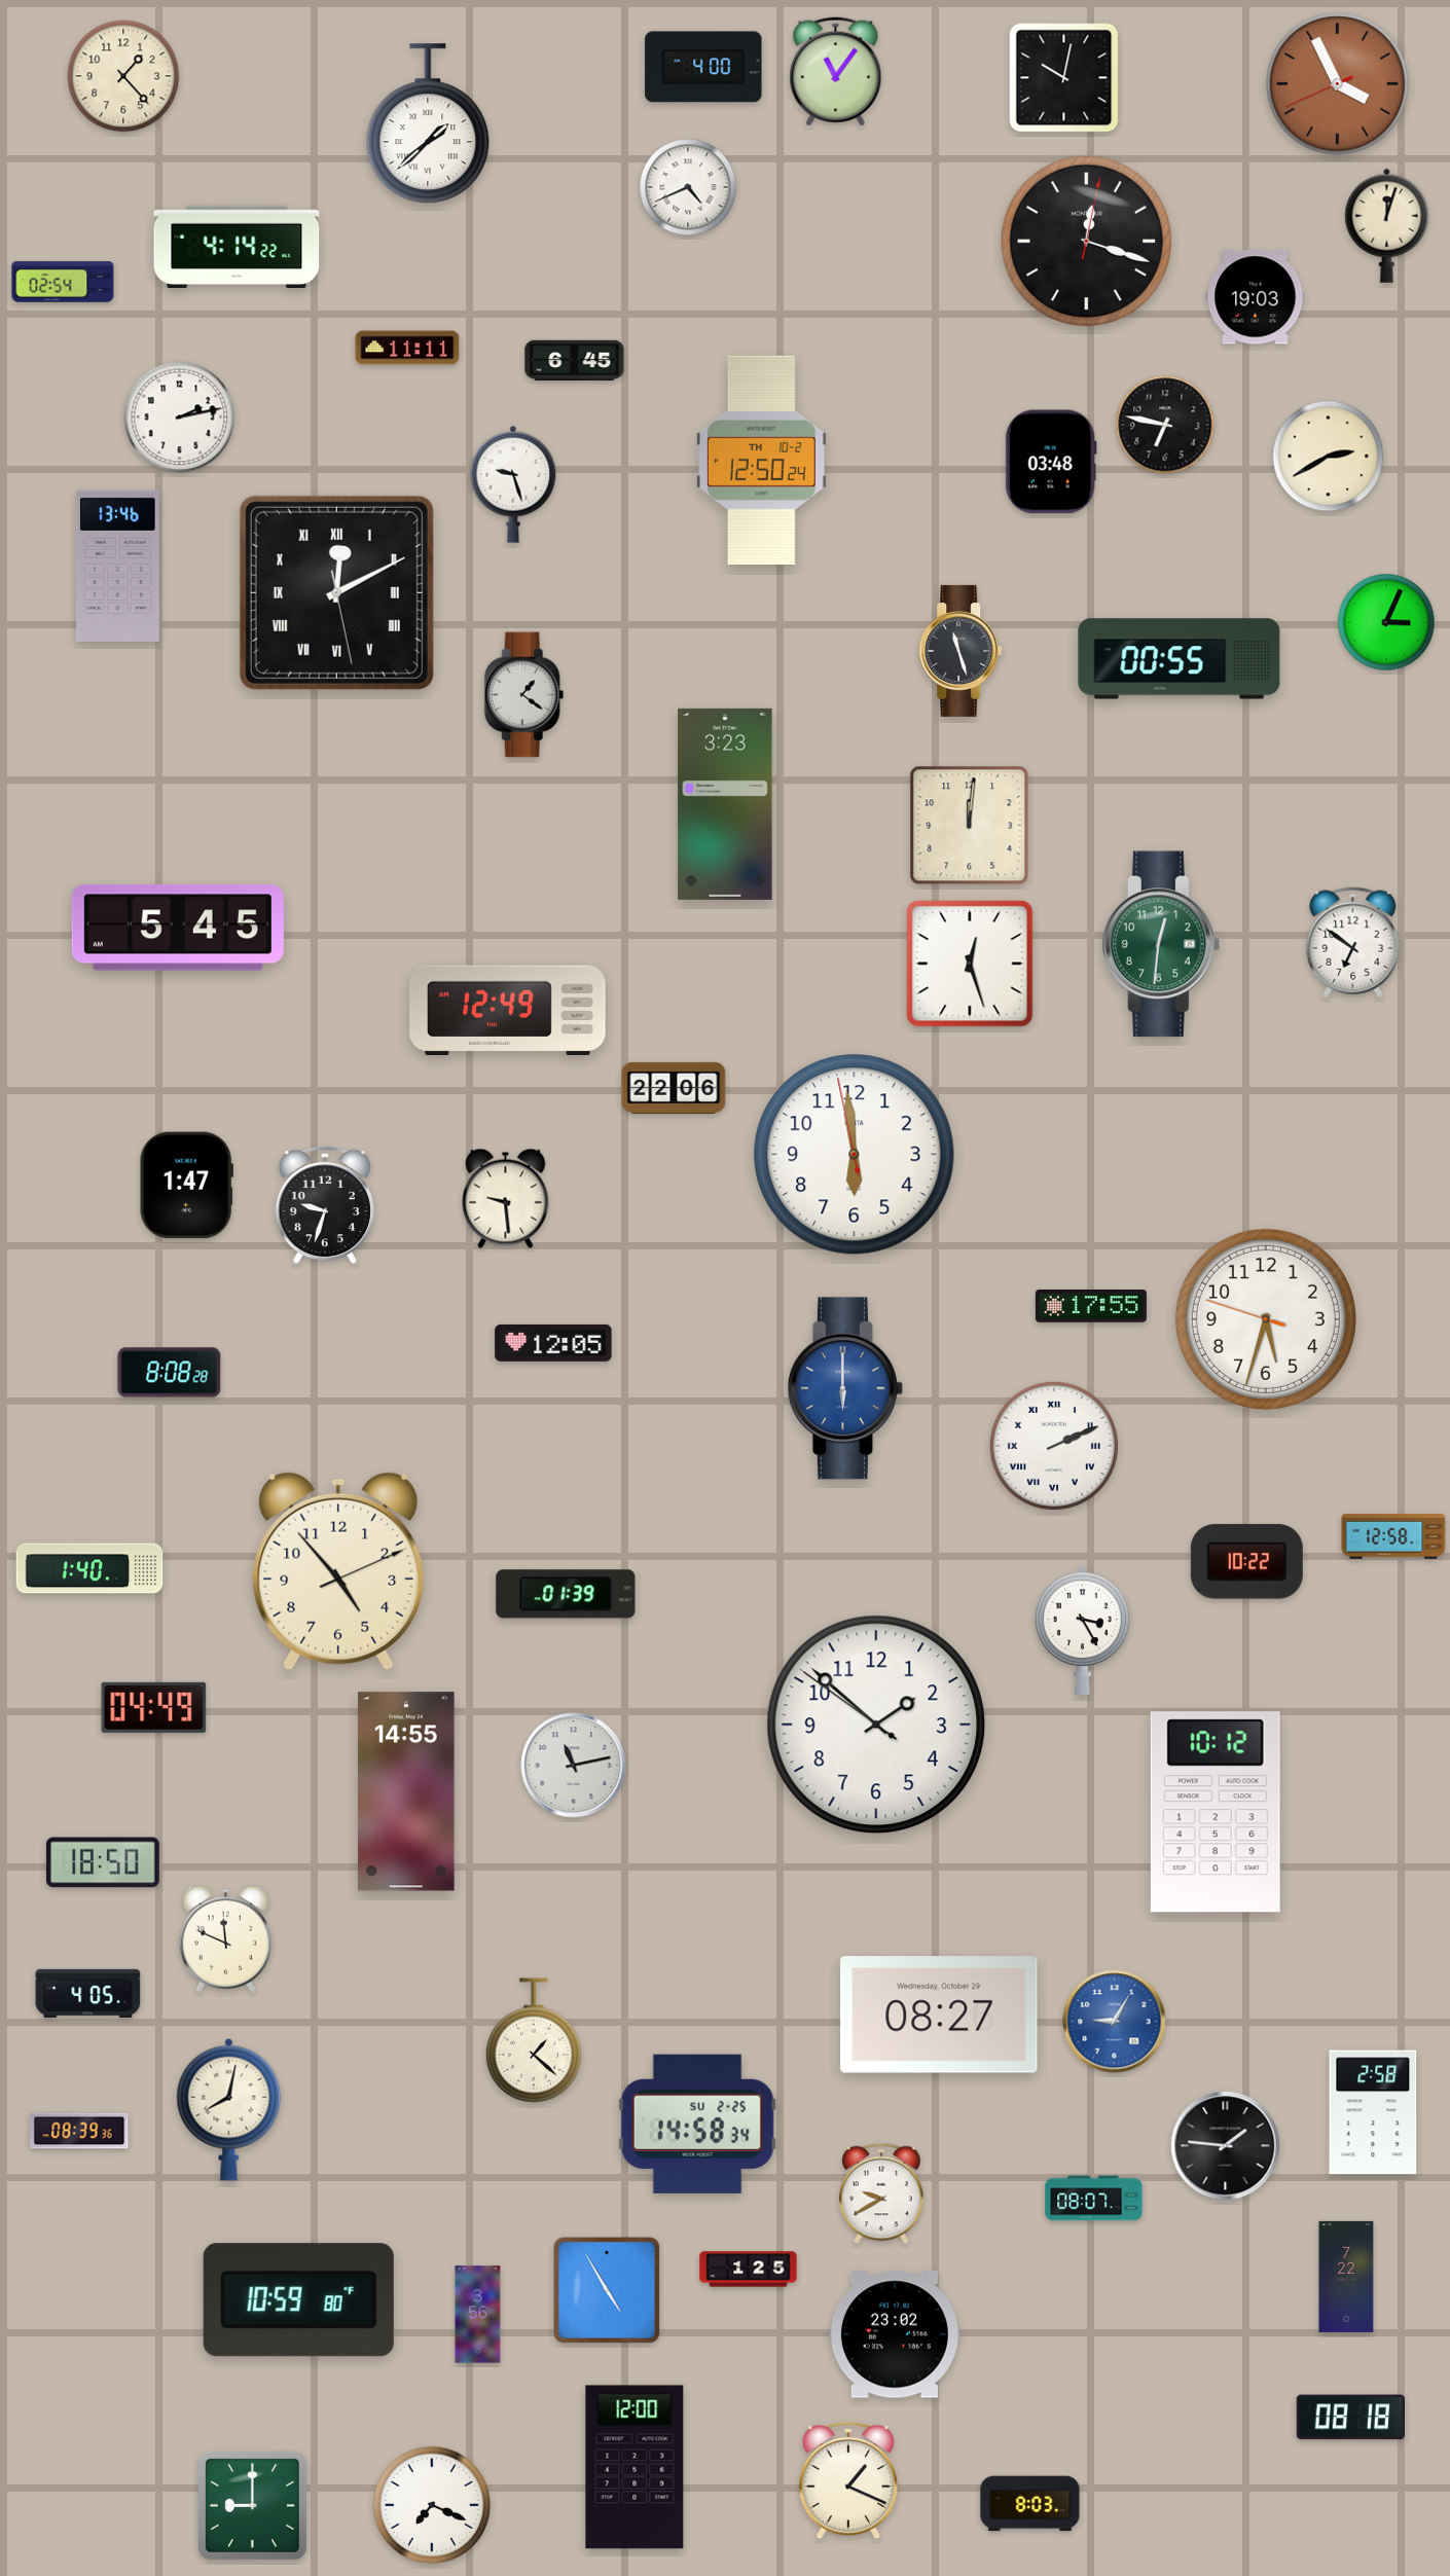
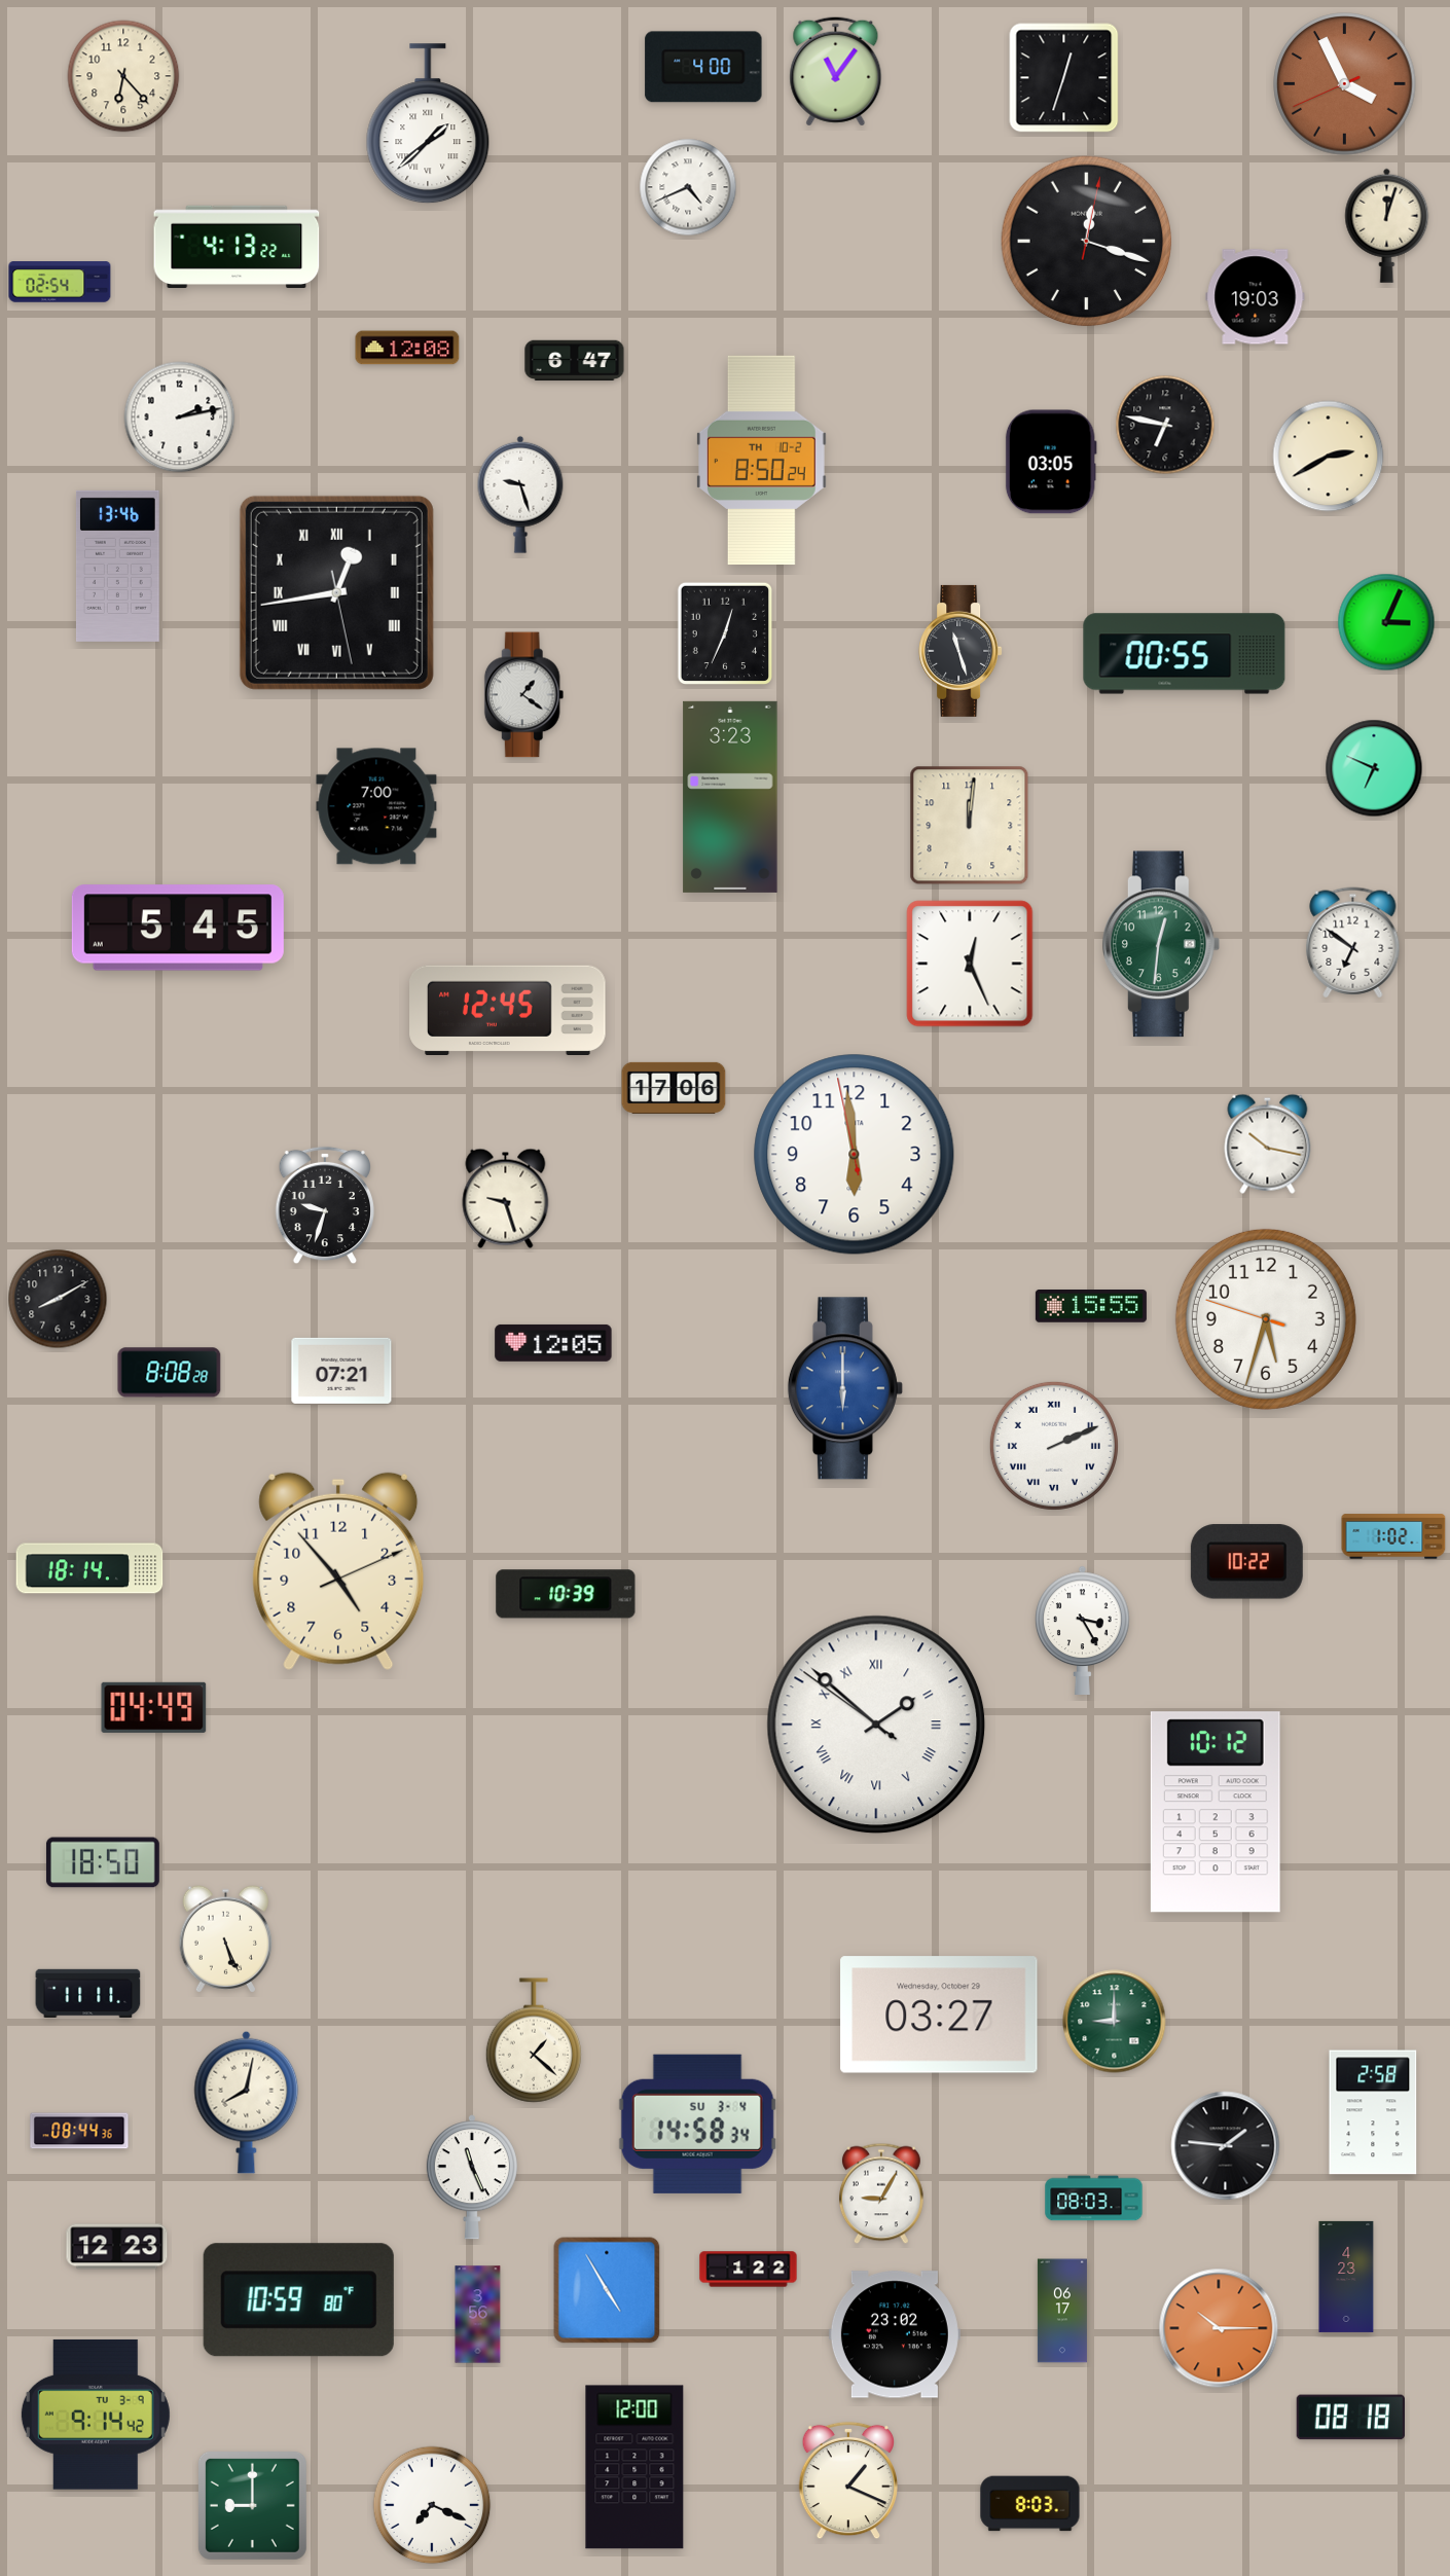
clock at (123, 76): 1:23 -> 6:23
clock at (1064, 78): 10:02 -> 12:33
clock at (1338, 84) position: (1338, 84) -> (1345, 84)
clock at (237, 247): 4:14 -> 4:13
clock at (63, 282) position: (63, 282) -> (60, 282)
clock at (407, 348): 11:11 -> 12:08
clock at (575, 361): 6:45 -> 6:47
clock at (762, 460): 12:50 -> 8:50
clock at (1051, 462): 03:48 -> 03:05
clock at (513, 484) position: (513, 484) -> (520, 495)
clock at (336, 592): 12:10 -> 12:43
clock at (724, 633): none -> 12:34
clock at (1180, 659) position: (1180, 659) -> (1185, 654)
clock at (1374, 768): none -> 6:49
clock at (725, 804) position: (725, 804) -> (730, 797)
clock at (376, 806): none -> 7:00
clock at (970, 964): 12:27 -> 12:26
clock at (508, 1010): 12:49 -> 12:45
clock at (674, 1088): 22:06 -> 17:06
clock at (1268, 1144): none -> 10:17
clock at (186, 1186): 1:47 -> none
clock at (506, 1198): 9:29 -> 9:27
clock at (58, 1299): none -> 8:10
clock at (1091, 1307): 17:55 -> 15:55
clock at (341, 1371): none -> 07:21
clock at (1393, 1536): 12:58 -> 1:02
clock at (89, 1568): 1:40 -> 18:14
clock at (566, 1594): 01:39 -> 10:39
clock at (876, 1725) numerals: Arabic -> Roman
clock at (574, 1766): 11:13 -> none
clock at (406, 1791): 14:55 -> none
clock at (226, 1939): 11:49 -> 5:26
clock at (88, 1993): 4:05 -> 11:11
clock at (939, 2015): 08:27 -> 03:27
clock at (1115, 2022): 9:05 -> 9:00
clock at (1115, 2022) dial: blue -> green
clock at (229, 2109) position: (229, 2109) -> (247, 2102)
clock at (697, 2124) date: SU 2-25 -> SU 3-4
clock at (79, 2131): 08:39 -> 08:44
clock at (472, 2177): none -> 11:26
clock at (882, 2193): 9:40 -> 9:05
clock at (1094, 2199): 08:07 -> 08:03
clock at (117, 2247): none -> 12:23
clock at (749, 2270): 1:25 -> 1:22
clock at (1346, 2277): 7:22 -> 4:23
clock at (1062, 2311): none -> 06:17
clock at (1219, 2328): none -> 10:15
clock at (96, 2415): none -> 9:14
